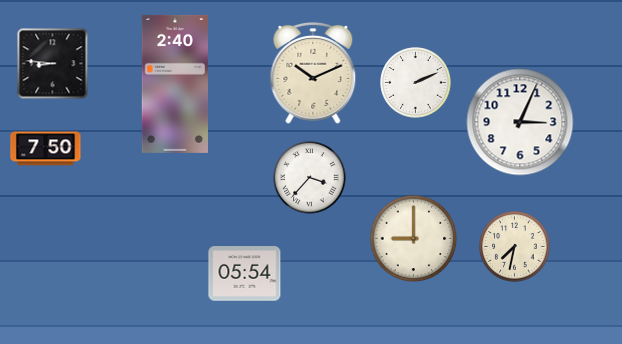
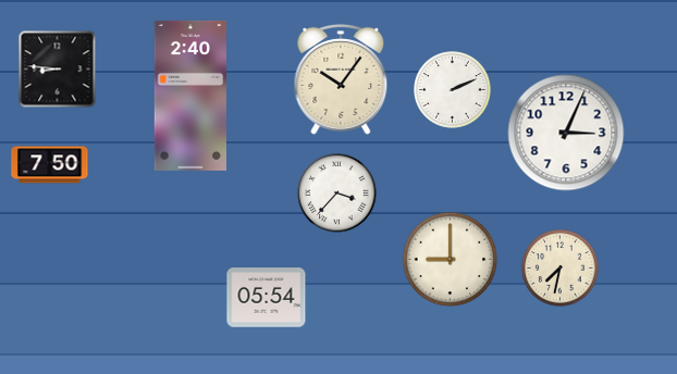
clock at (313, 73): 10:11 -> 10:06
clock at (174, 84) position: (174, 84) -> (189, 96)
clock at (46, 149) position: (46, 149) -> (50, 165)
